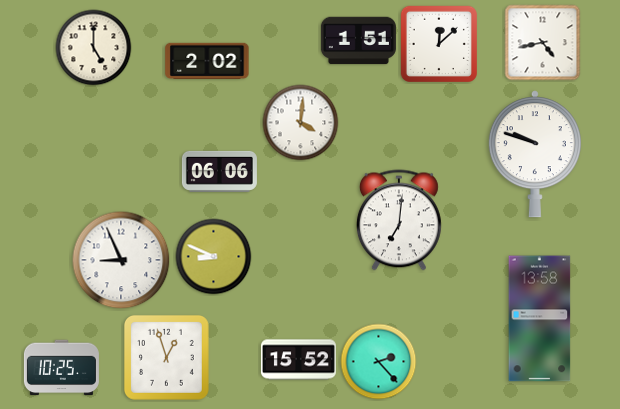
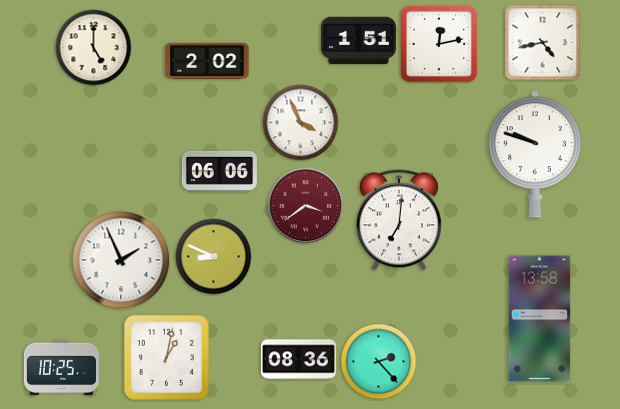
clock at (439, 44): 12:08 -> 12:13
clock at (301, 123): 4:01 -> 3:56
clock at (306, 206): none -> 3:39
clock at (121, 260): 8:56 -> 1:56
clock at (166, 357): 12:57 -> 1:02
clock at (298, 360): 15:52 -> 08:36
